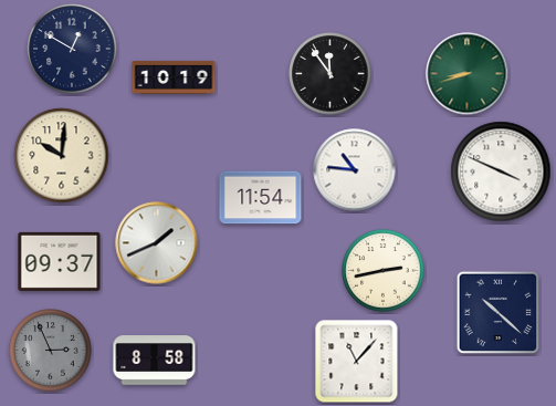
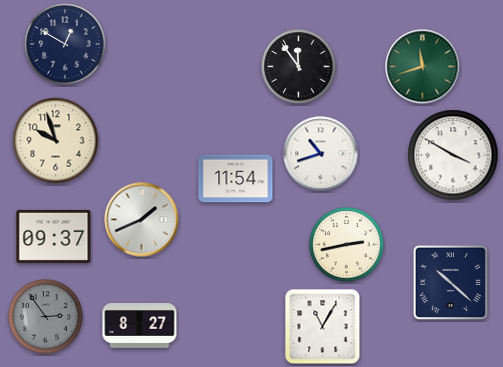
clock at (468, 74): 8:42 -> 11:42
clock at (174, 77): 10:19 -> none
clock at (62, 156): 10:01 -> 9:57
clock at (355, 170): 10:46 -> 10:42
clock at (501, 171): 3:49 -> 3:50
clock at (51, 351): 2:56 -> 2:54
clock at (155, 361): 8:58 -> 8:27
clock at (357, 362): 11:07 -> 11:05
